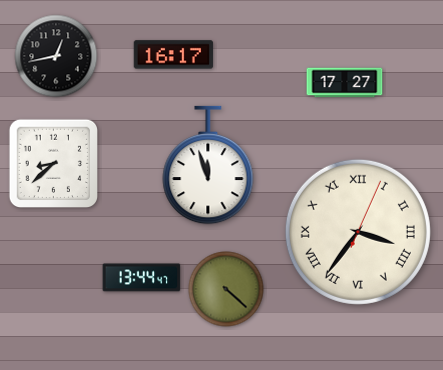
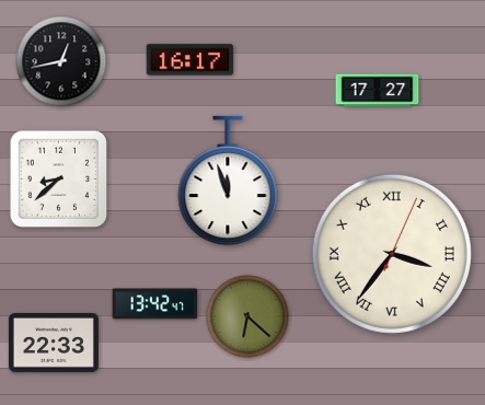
clock at (142, 278): 13:44 -> 13:42
clock at (226, 289): 4:22 -> 6:22
clock at (54, 343): none -> 22:33
